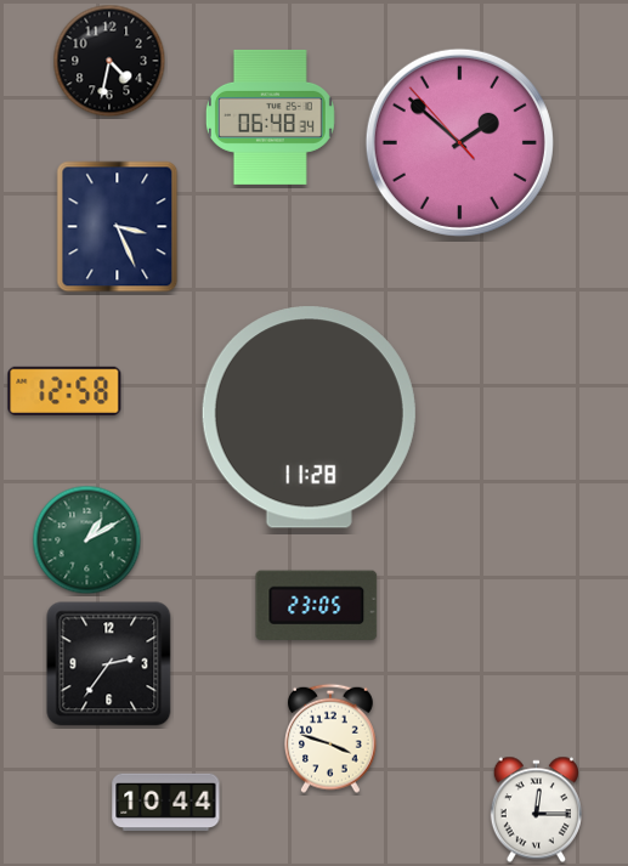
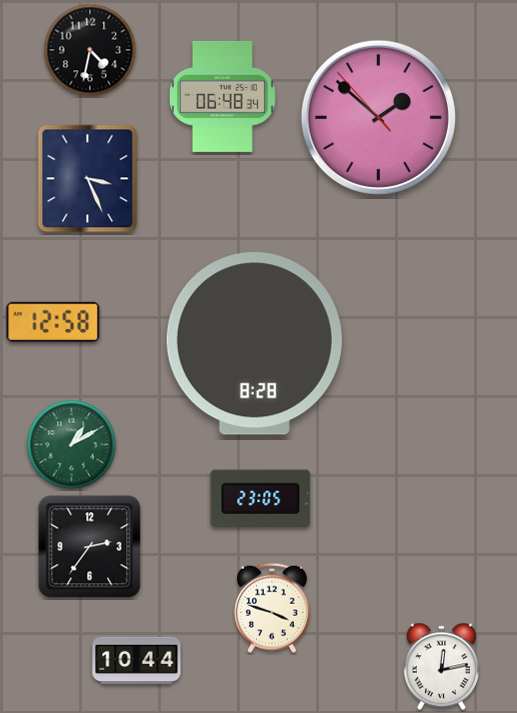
clock at (118, 227) position: (118, 227) -> (88, 179)
clock at (309, 418): 11:28 -> 8:28
clock at (536, 810): 12:15 -> 12:13
